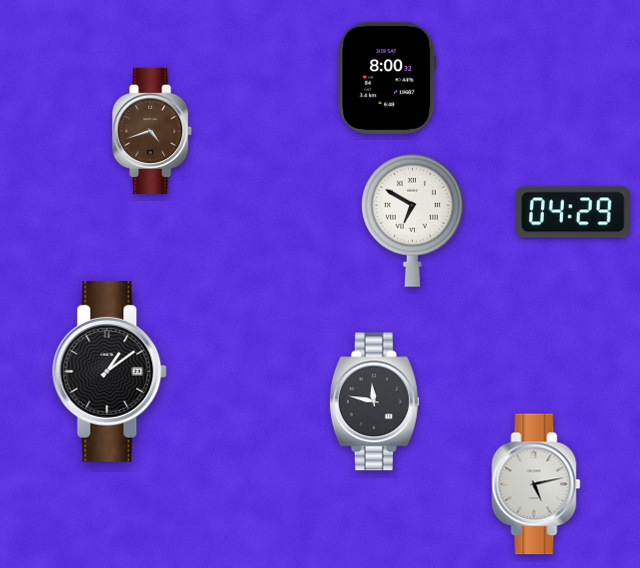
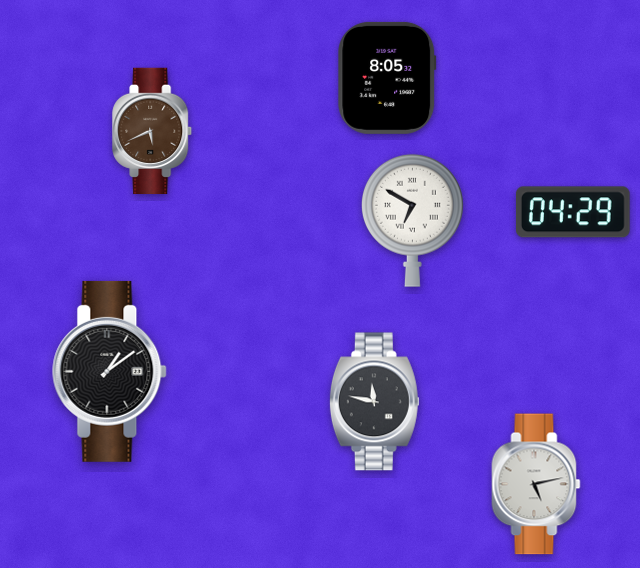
clock at (387, 78): 8:00 -> 8:05
clock at (153, 130): 4:42 -> 5:41
